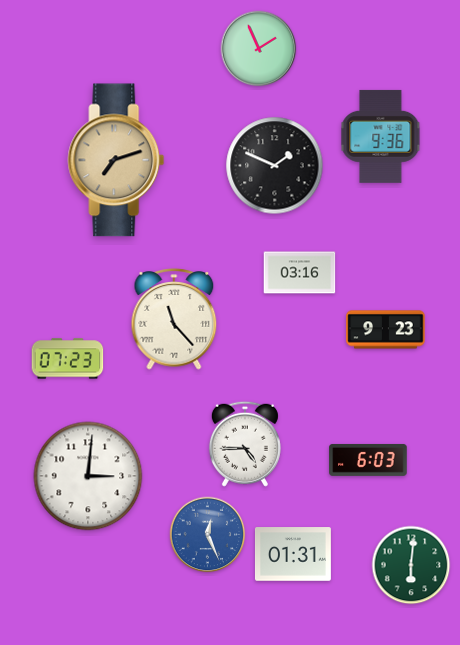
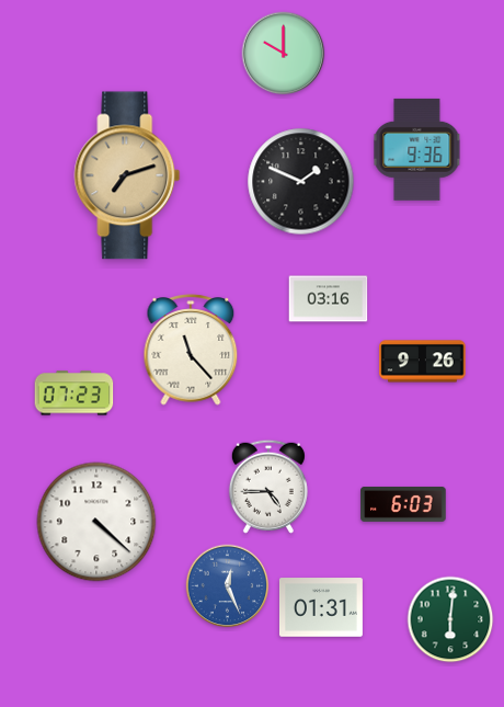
clock at (259, 49): 1:56 -> 10:00
clock at (386, 330): 9:23 -> 9:26
clock at (88, 476): 3:01 -> 4:22
